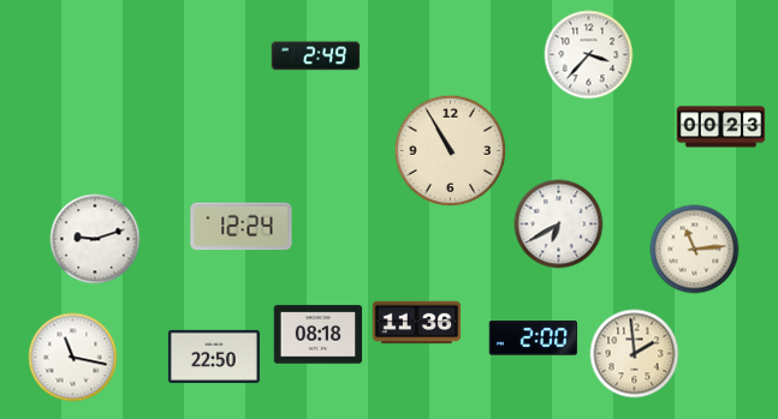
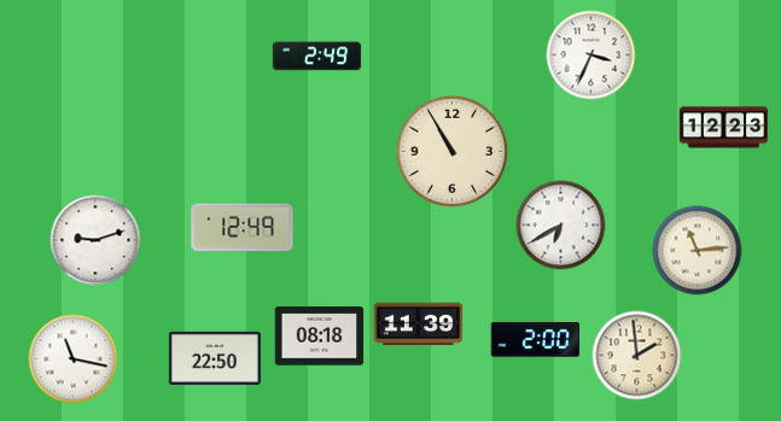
clock at (589, 55): 3:37 -> 3:34
clock at (721, 127): 00:23 -> 12:23
clock at (242, 227): 12:24 -> 12:49
clock at (417, 323): 11:36 -> 11:39
